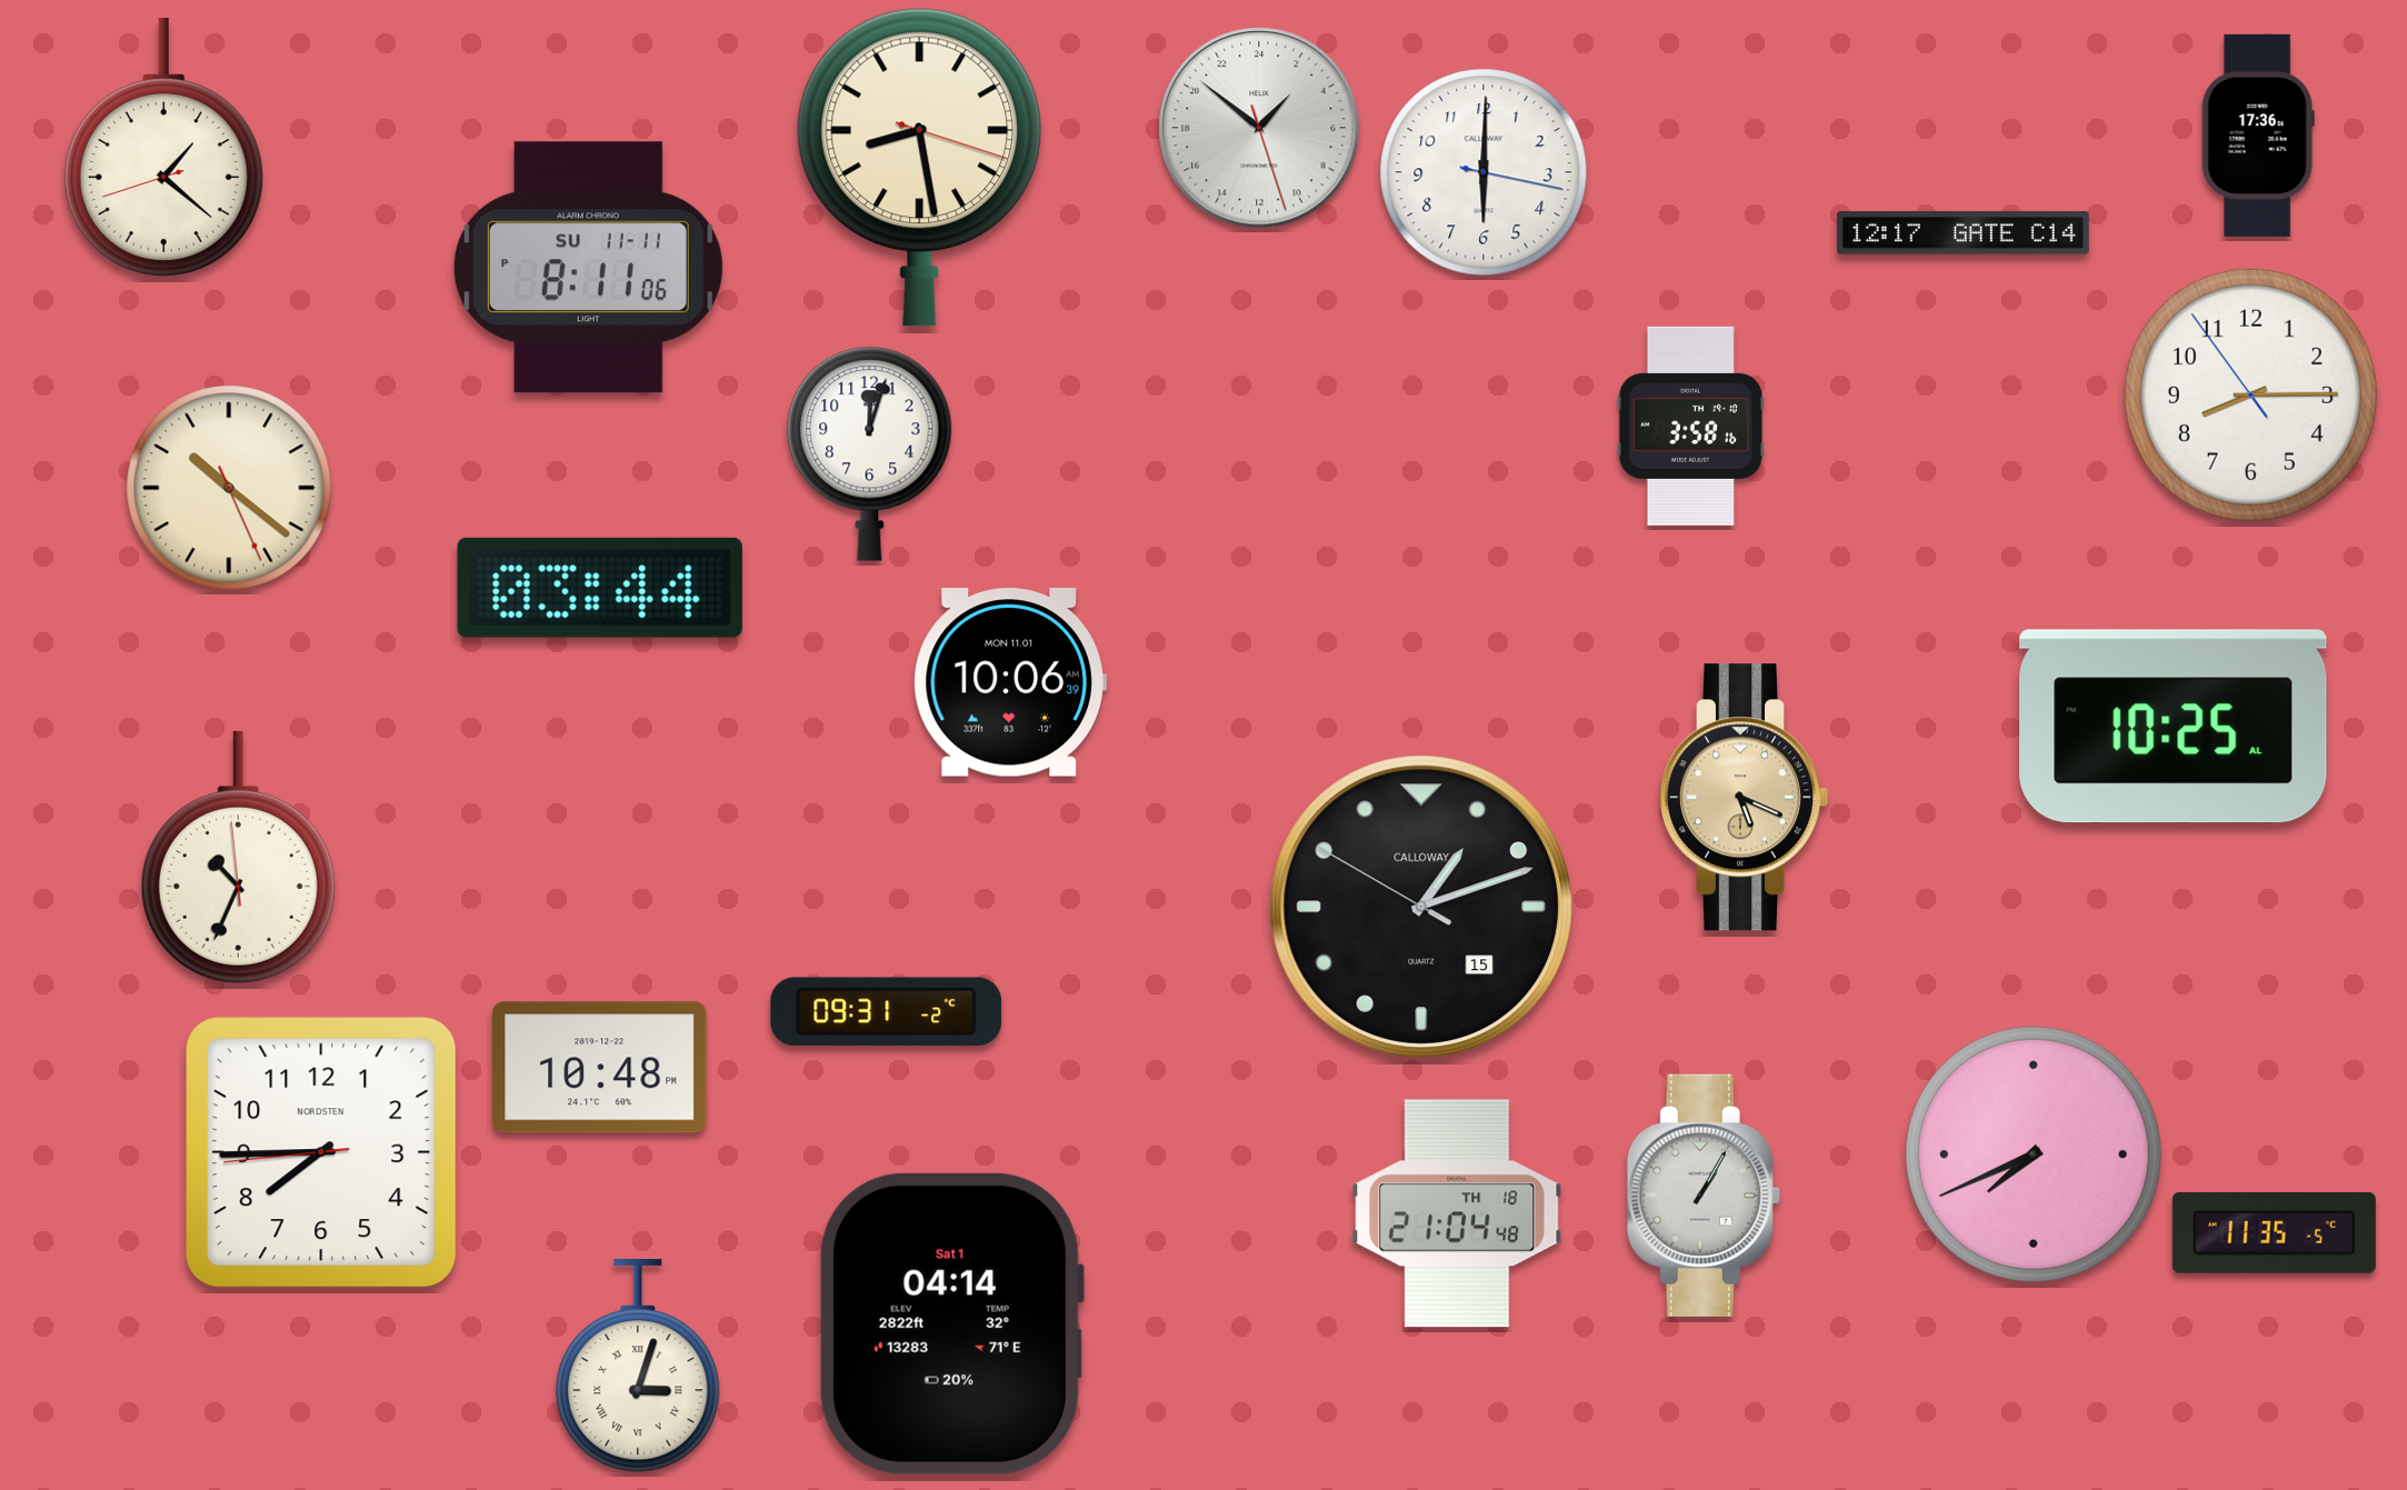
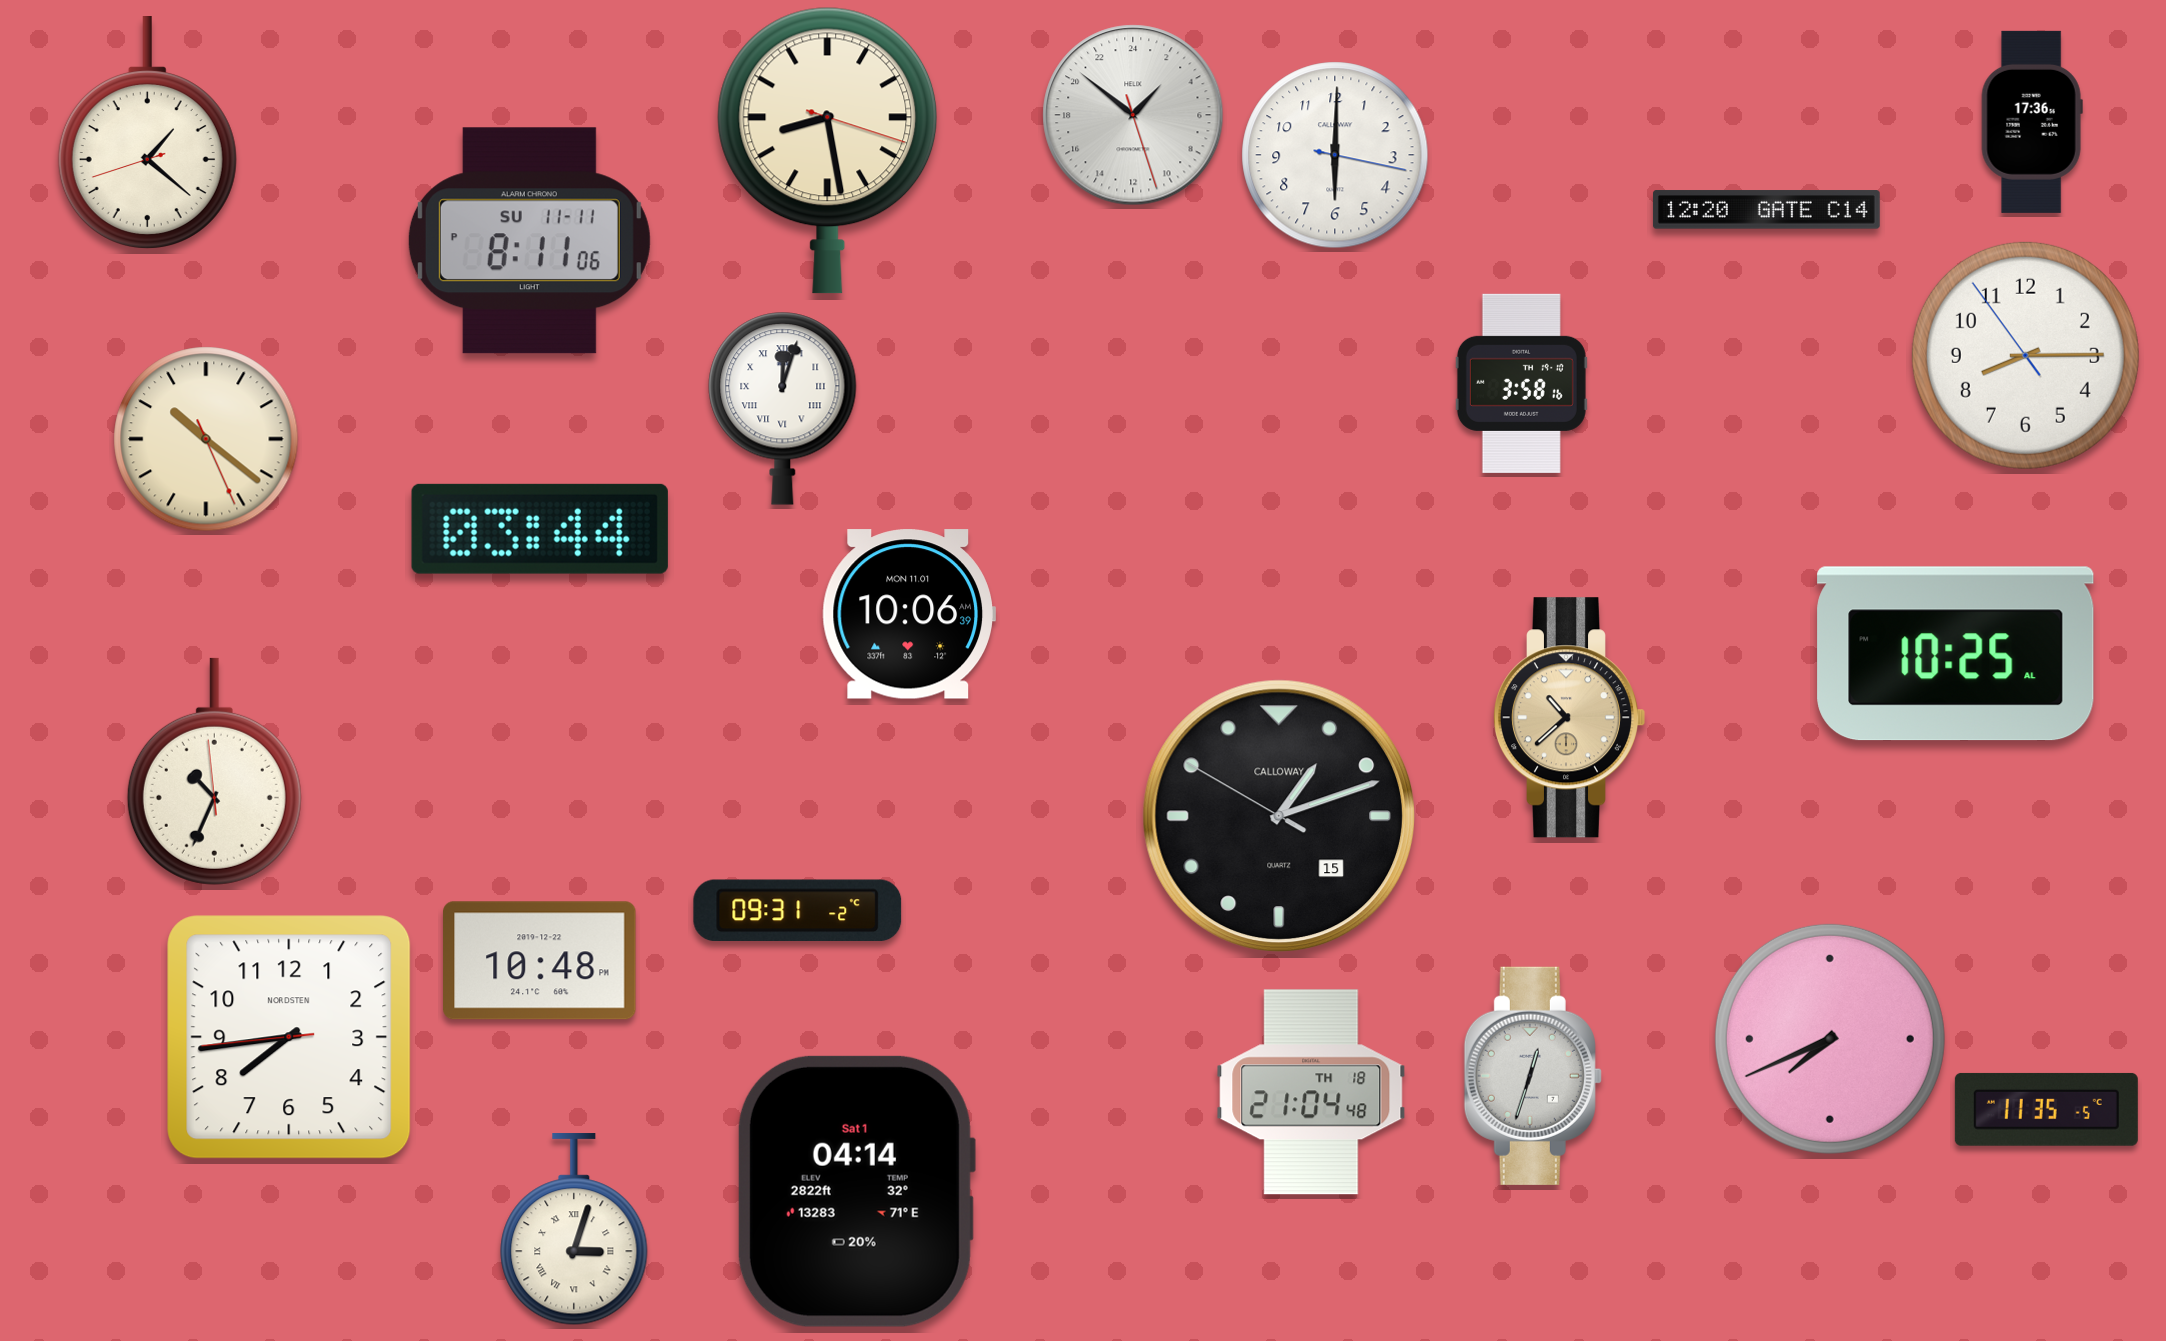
clock at (1962, 233): 12:17 -> 12:20
clock at (870, 453) numerals: Arabic -> Roman
clock at (1744, 798): 5:19 -> 10:38
clock at (321, 1152): 7:44 -> 7:43
clock at (1704, 1196): 1:05 -> 12:33
